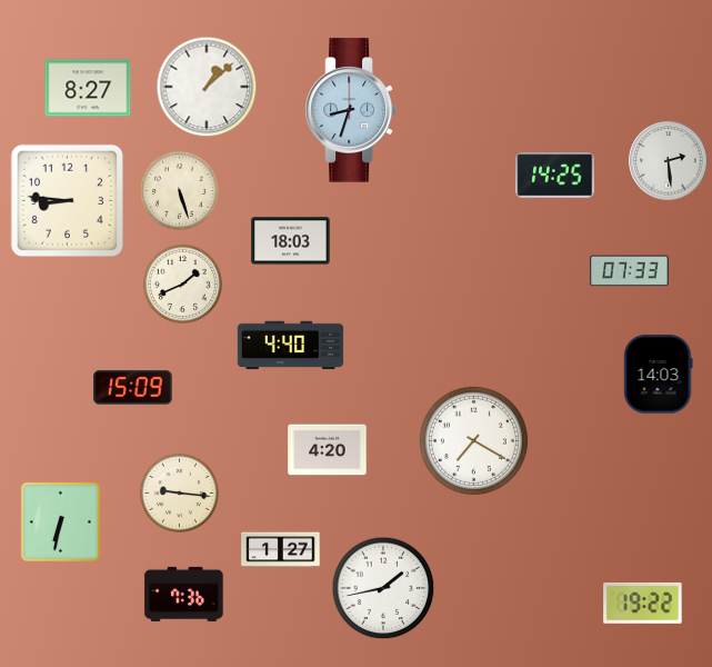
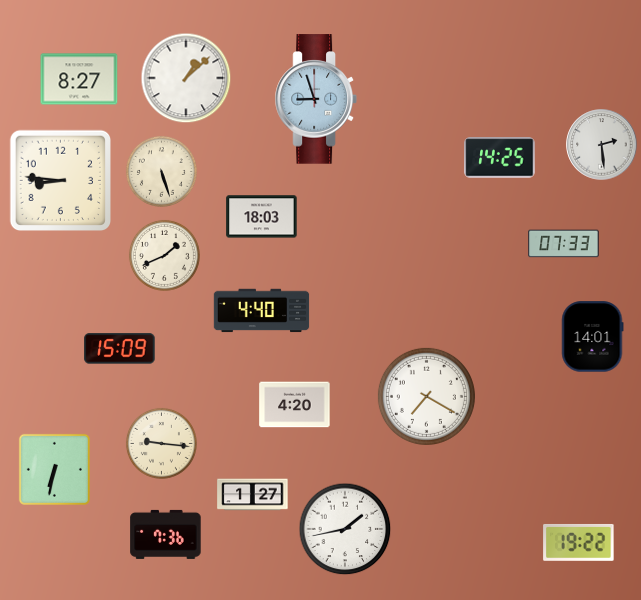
clock at (351, 110): 8:33 -> 8:57
clock at (630, 271) position: (630, 271) -> (564, 244)
clock at (659, 375): 14:03 -> 14:01
